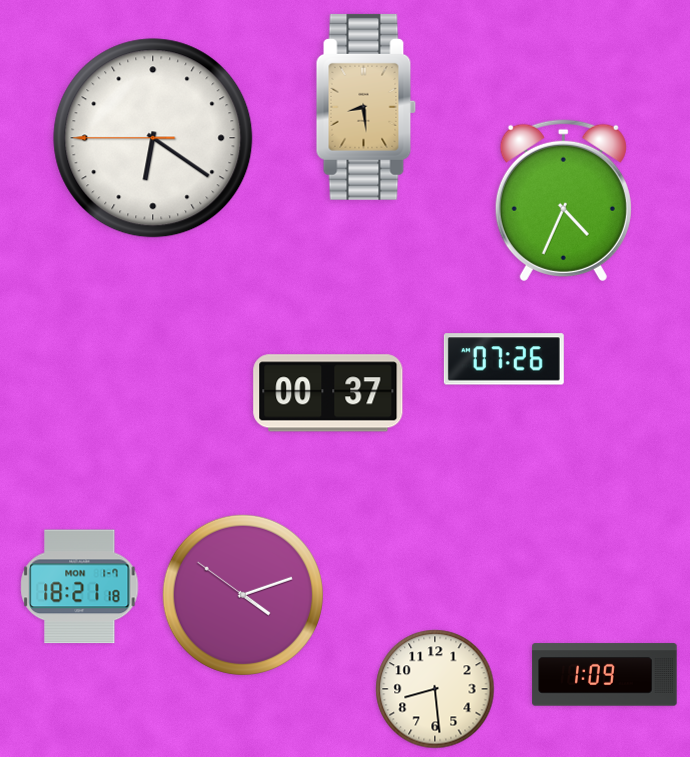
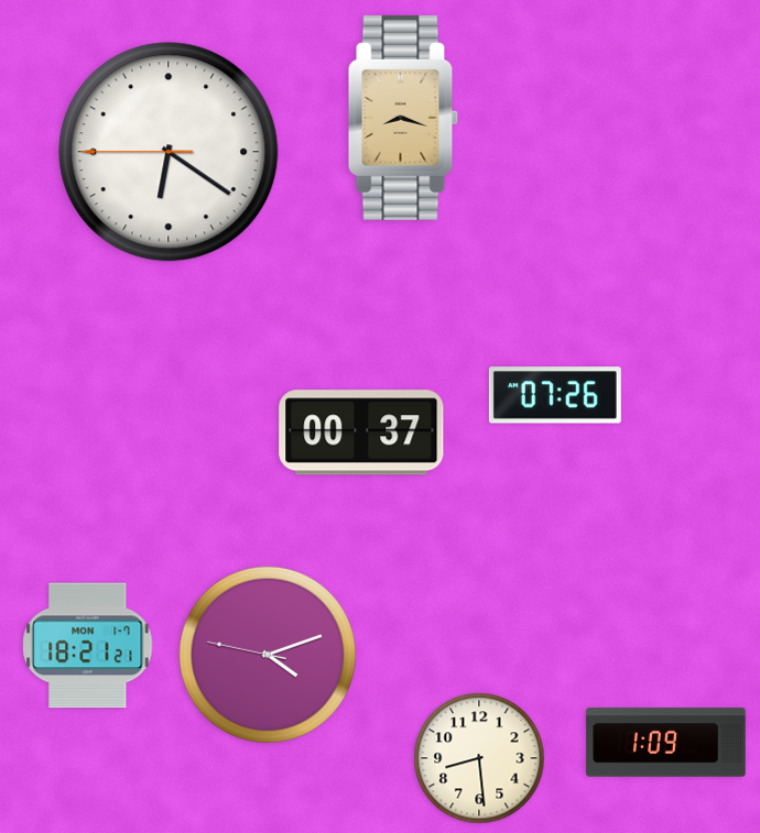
clock at (366, 107): 8:29 -> 8:18
clock at (563, 200): 4:34 -> none
clock at (80, 587): 18:21:18 -> 18:21:21
clock at (243, 595): 4:11:51 -> 4:11:47
